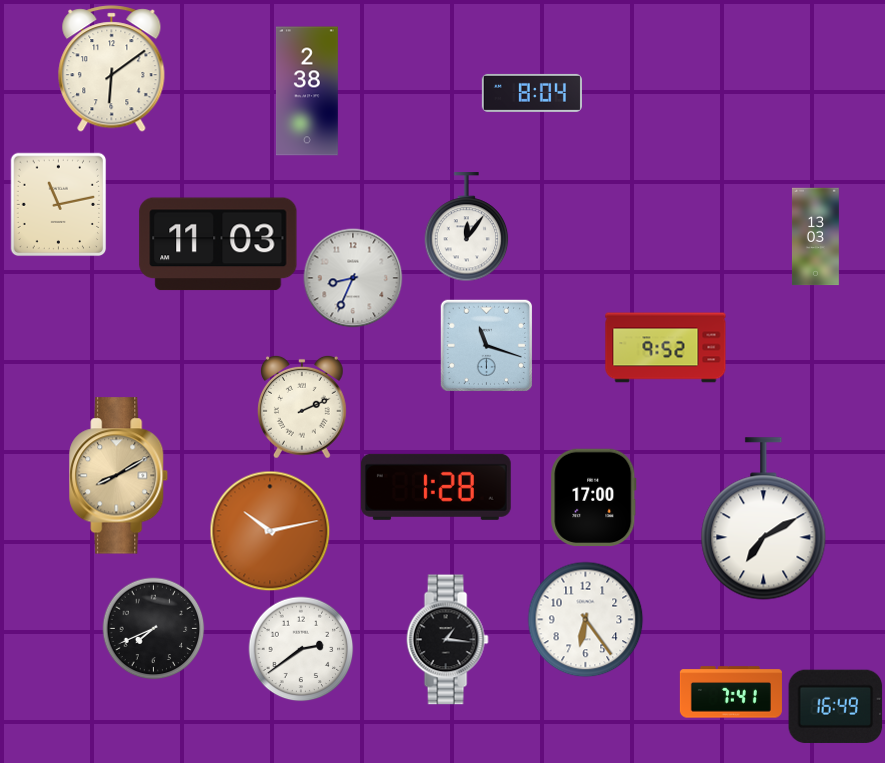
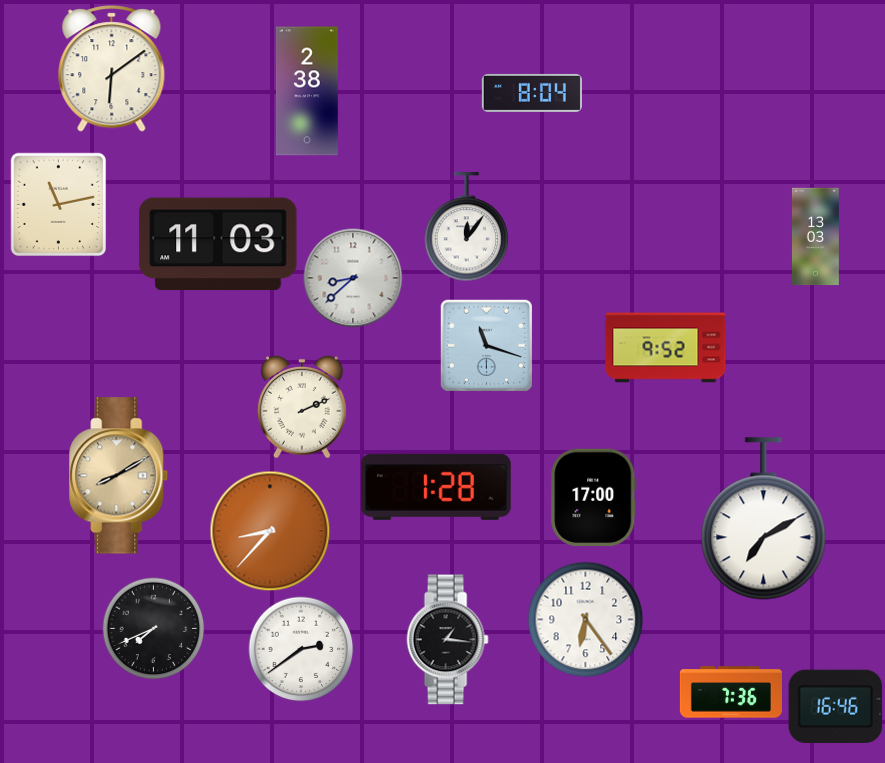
clock at (353, 278): 8:34 -> 8:38
clock at (270, 531): 10:13 -> 8:37
clock at (731, 692): 7:41 -> 7:36
clock at (836, 706): 16:49 -> 16:46
